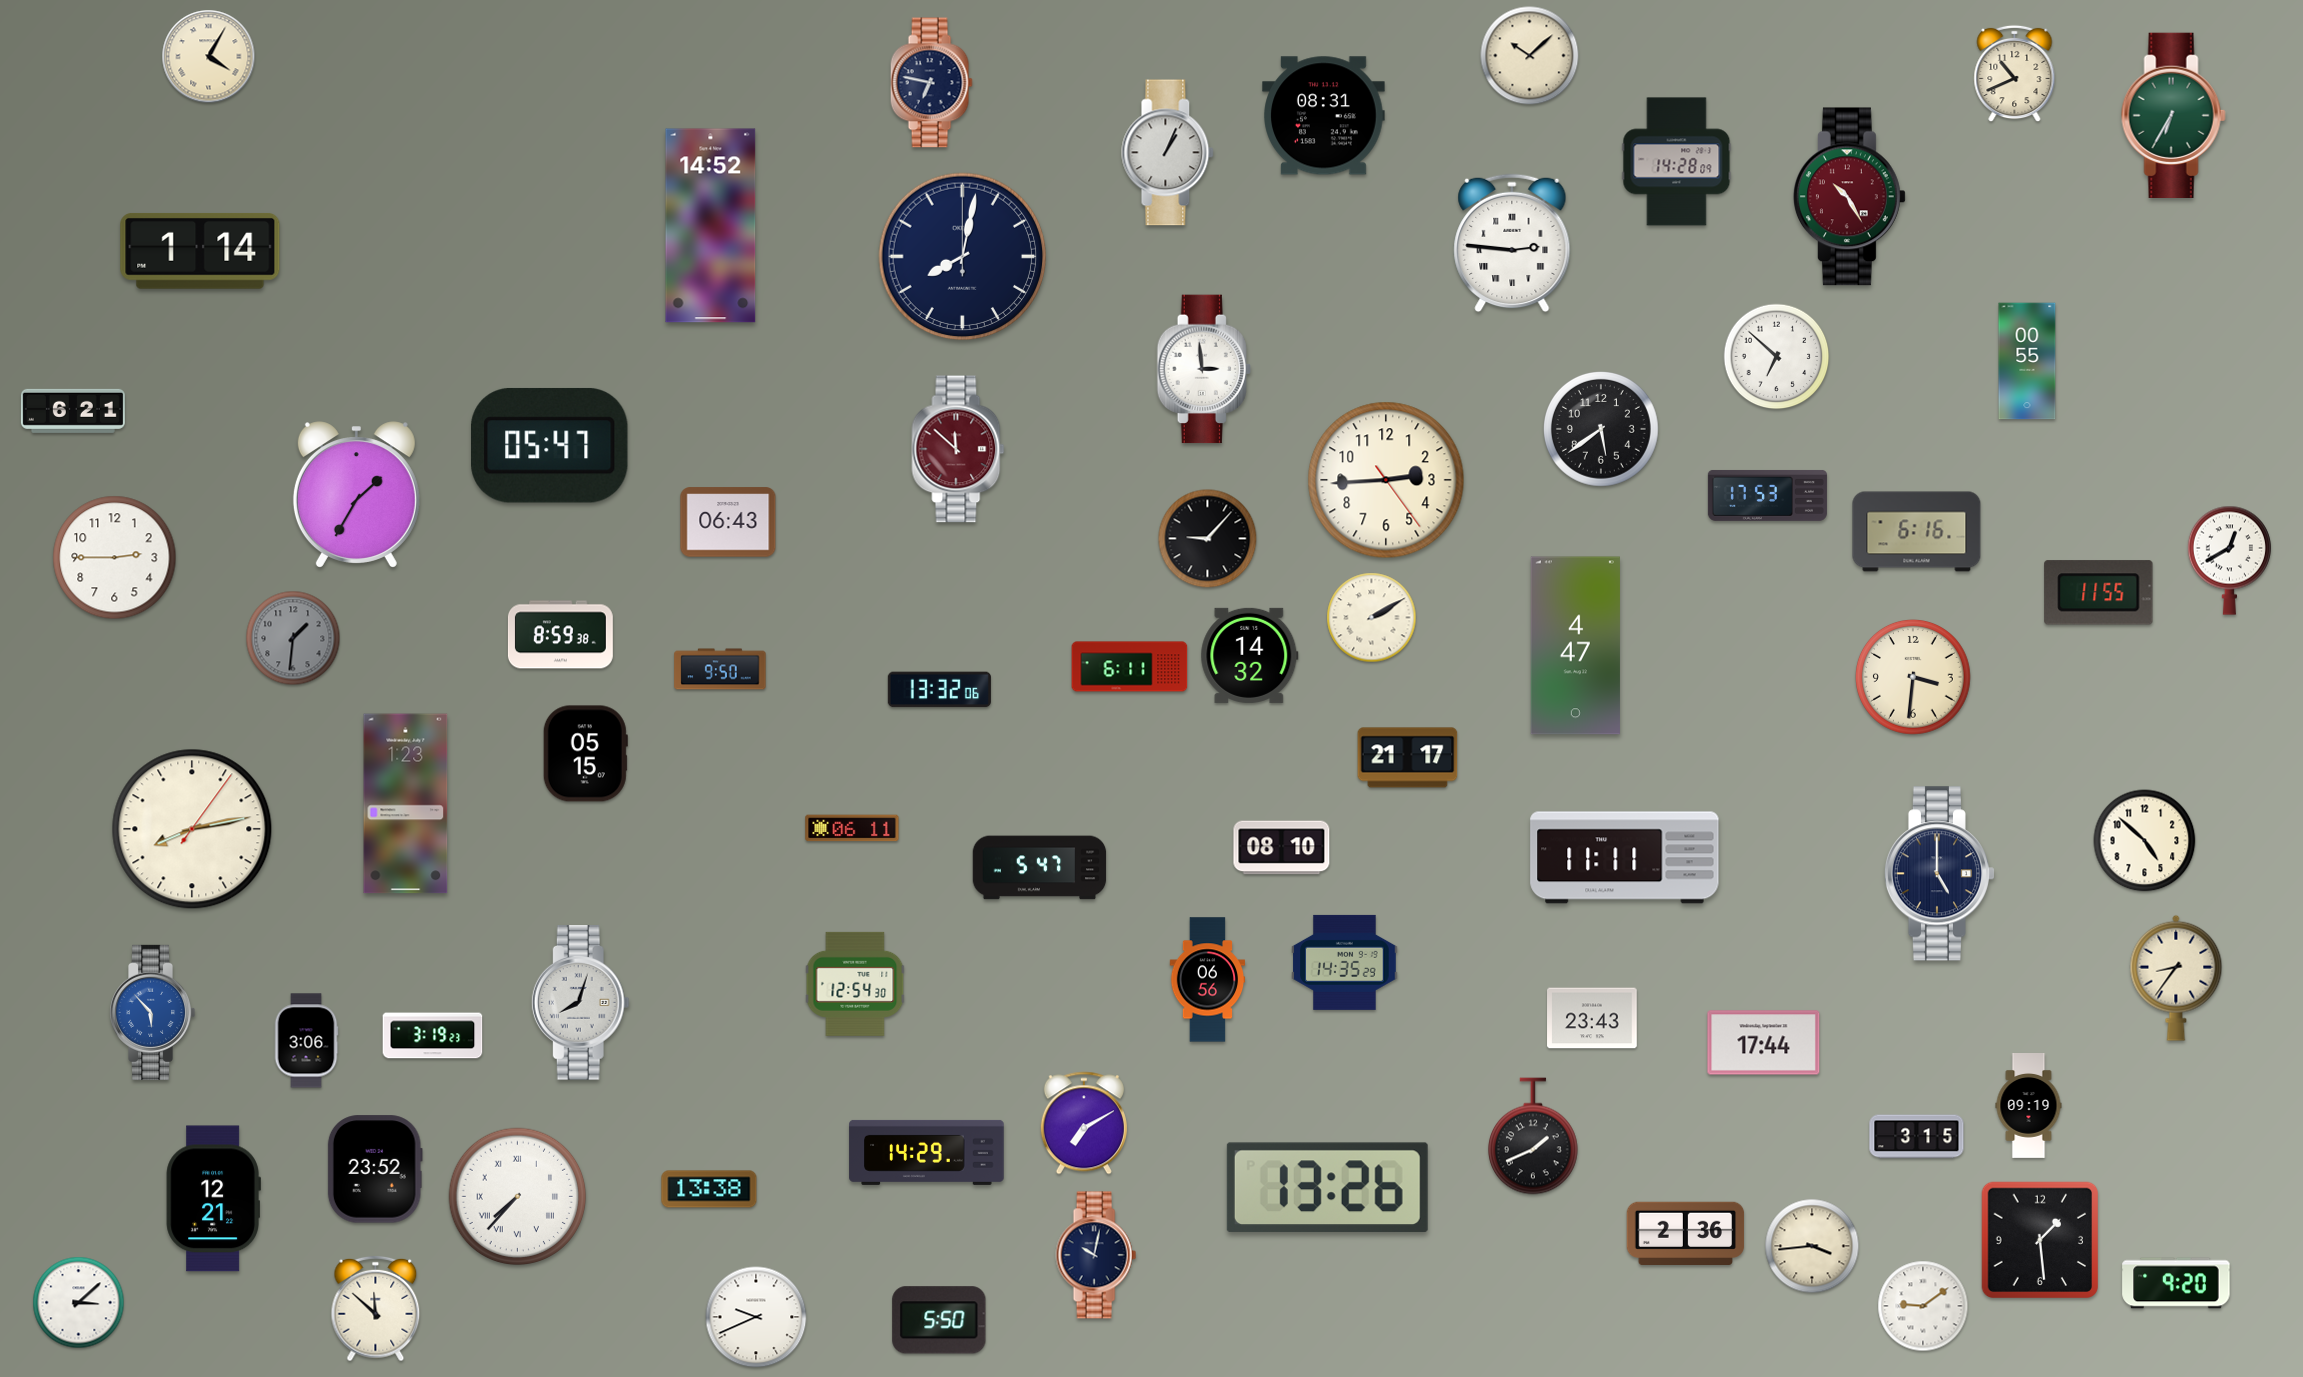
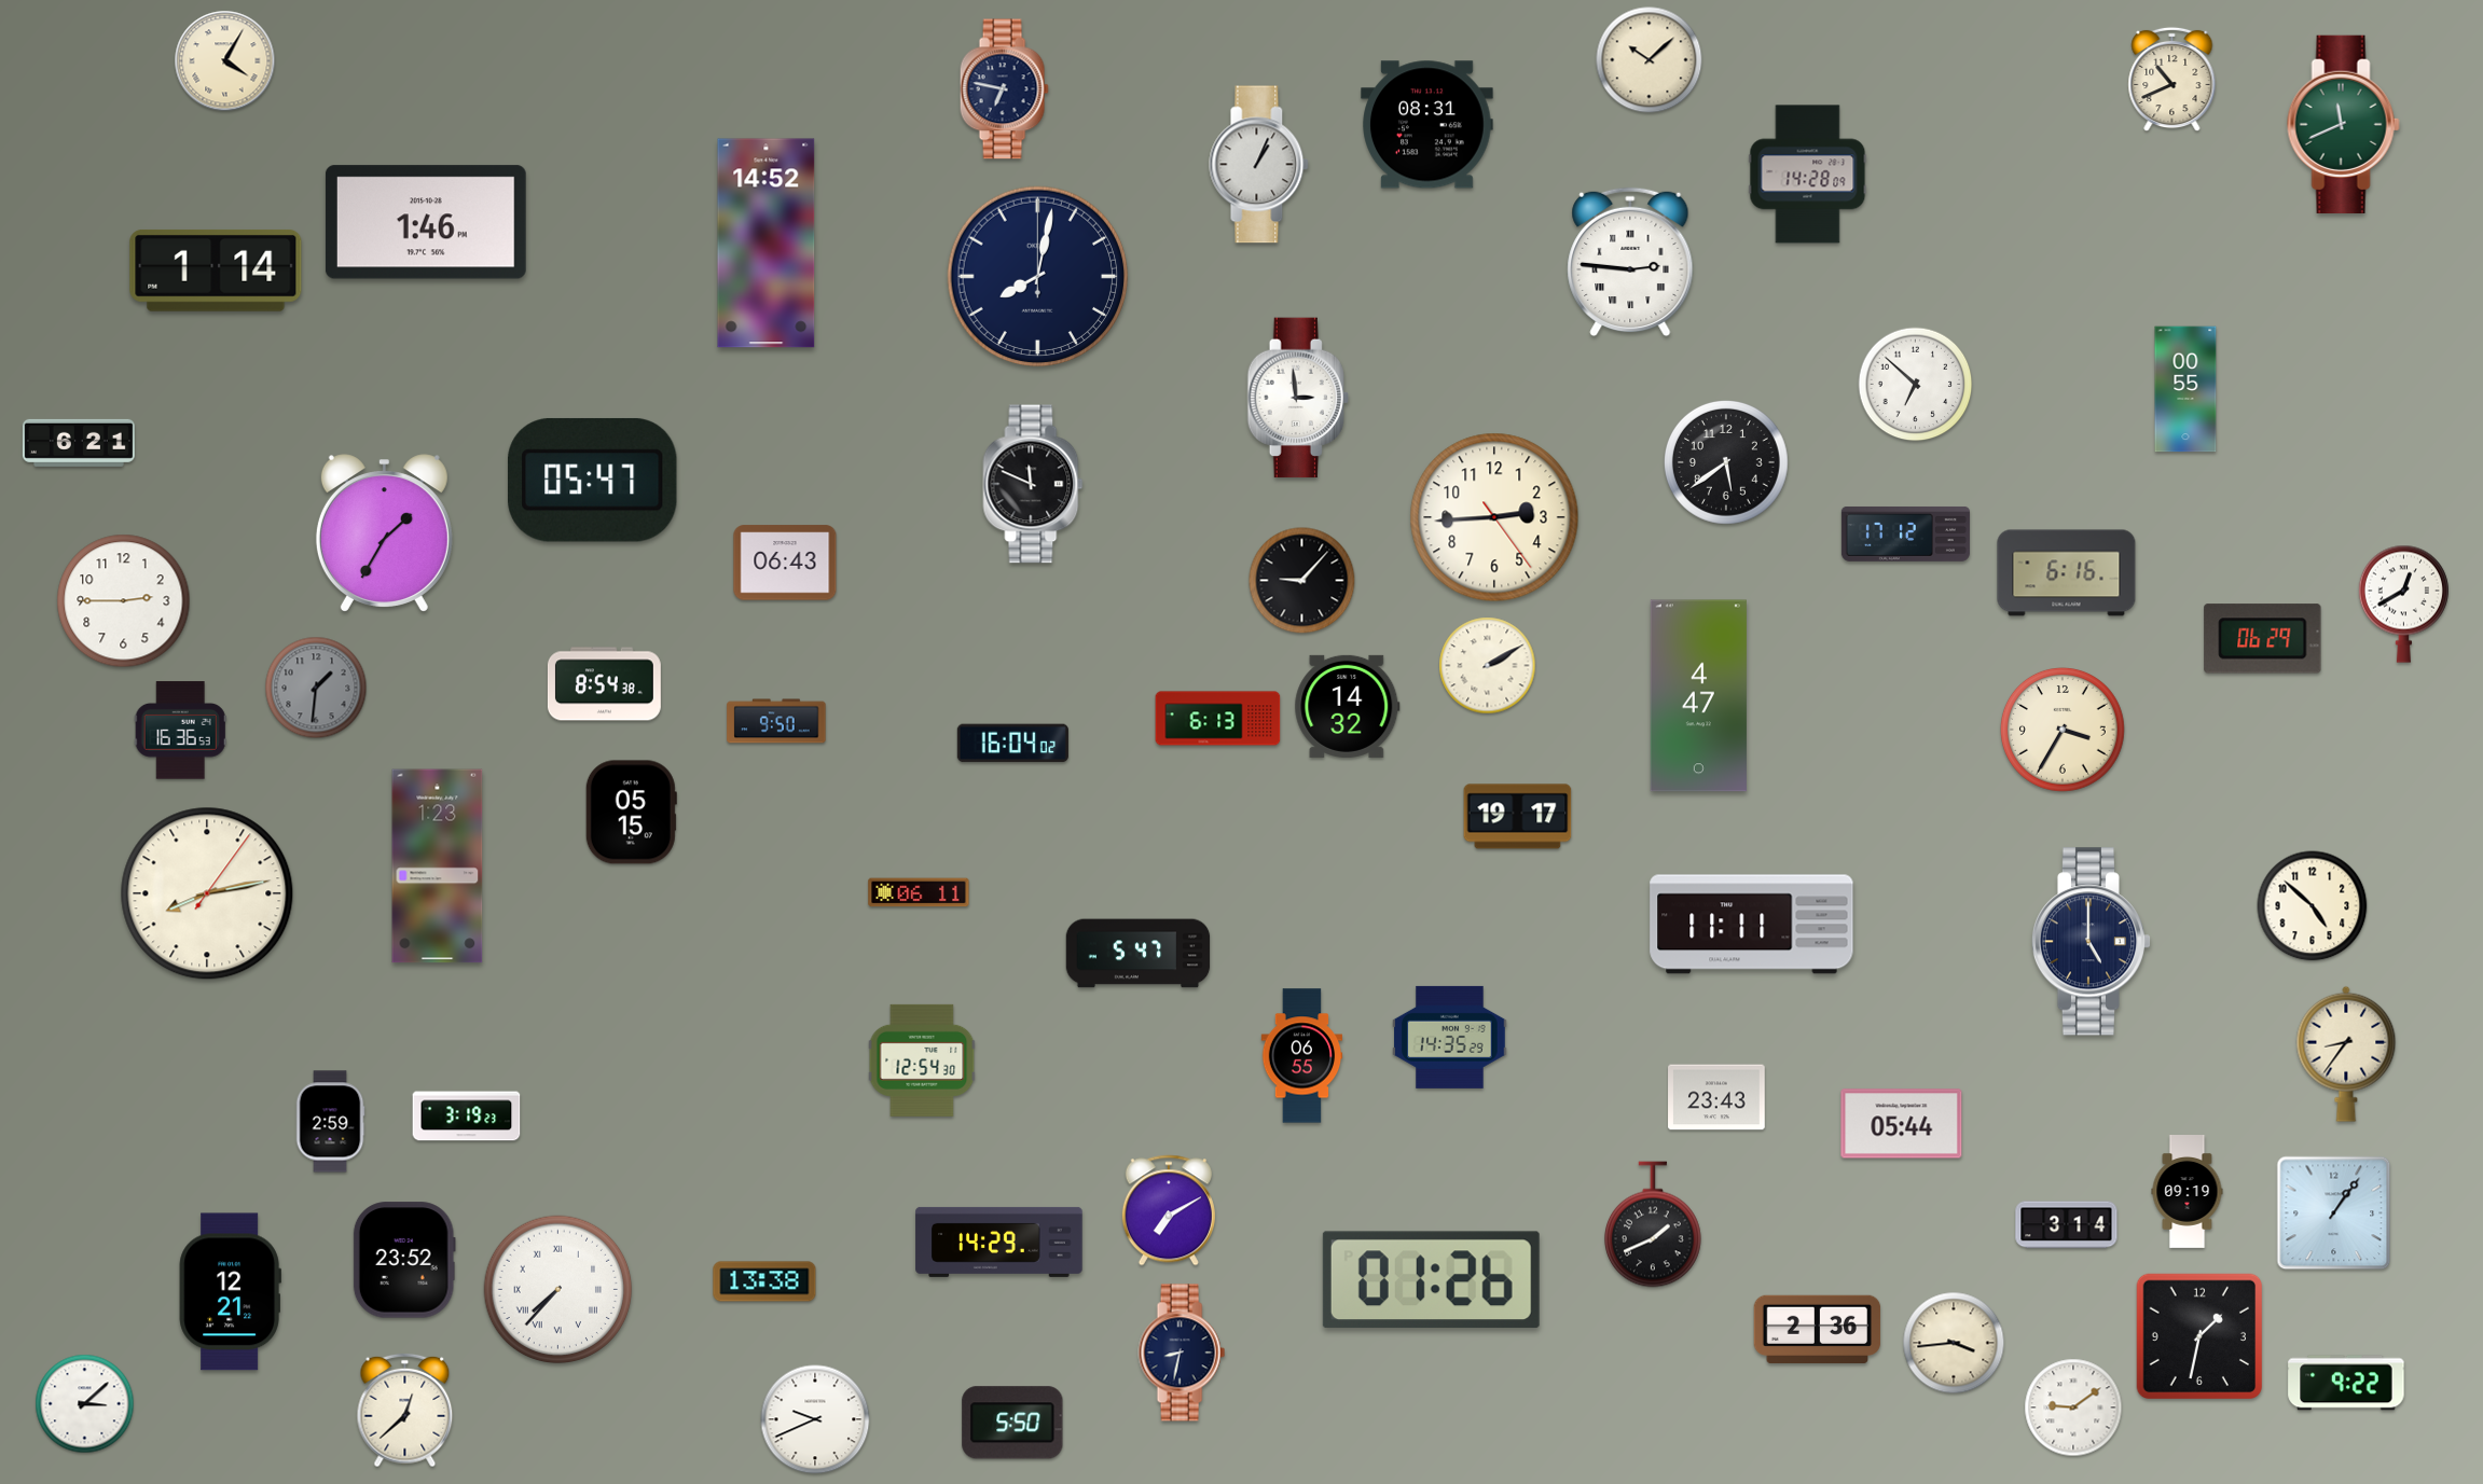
clock at (2173, 115): 6:35 -> 11:41
clock at (1849, 197): 10:25 -> none
clock at (426, 222): none -> 1:46
clock at (958, 449): 11:52 -> 11:49
clock at (958, 449) dial: burgundy -> black
clock at (1767, 495): 17:53 -> 17:12
clock at (2099, 593): 11:55 -> 06:29
clock at (1372, 618) position: (1372, 618) -> (1488, 666)
clock at (560, 635): 8:59 -> 8:54
clock at (1130, 667): 6:11 -> 6:13
clock at (180, 731): none -> 16:36
clock at (1914, 678): 3:31 -> 3:35
clock at (939, 690): 13:32 -> 16:04
clock at (1408, 758): 21:17 -> 19:17
clock at (1282, 848): 08:10 -> none
clock at (1040, 868) position: (1040, 868) -> (1139, 954)
clock at (1208, 980): 06:56 -> 06:55
clock at (580, 1003): 8:03 -> none
clock at (153, 1012): 5:53 -> none
clock at (306, 1041): 3:06 -> 2:59
clock at (1764, 1043): 17:44 -> 05:44
clock at (2334, 1213): none -> 1:06
clock at (1917, 1137): 3:15 -> 3:14
clock at (1327, 1188): 13:26 -> 01:26
clock at (2039, 1239): 1:29 -> 1:32
clock at (1096, 1255): 10:02 -> 8:32
clock at (2176, 1283): 9:20 -> 9:22
clock at (376, 1309): 11:52 -> 12:38
